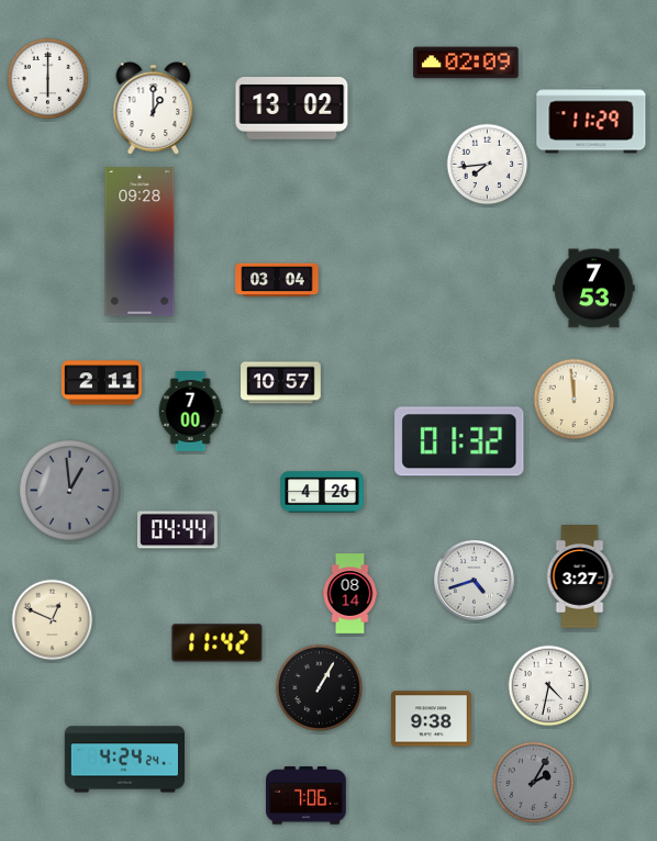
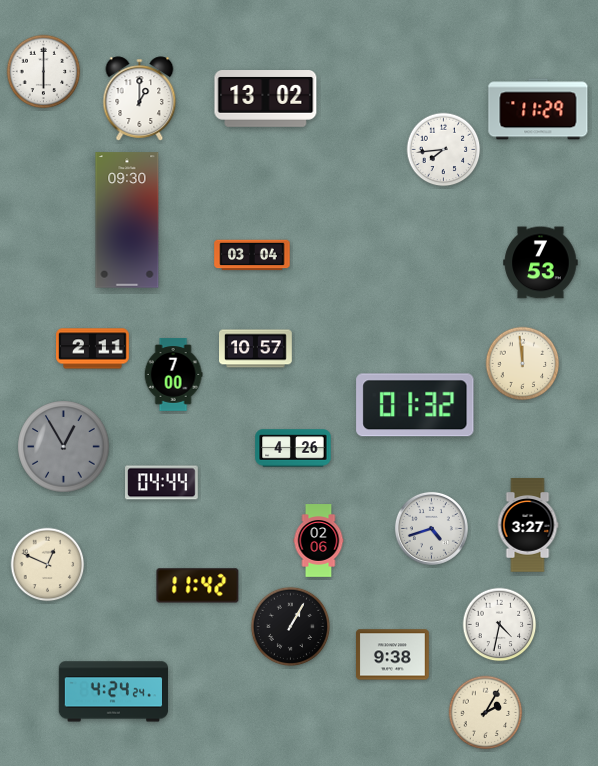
clock at (466, 63): 02:09 -> none
clock at (140, 242): 09:28 -> 09:30
clock at (459, 441) position: (459, 441) -> (415, 405)
clock at (70, 491): 12:59 -> 12:55
clock at (350, 594): 08:14 -> 02:06
clock at (534, 783) dial: grey -> cream
clock at (307, 796): 7:06 -> none
